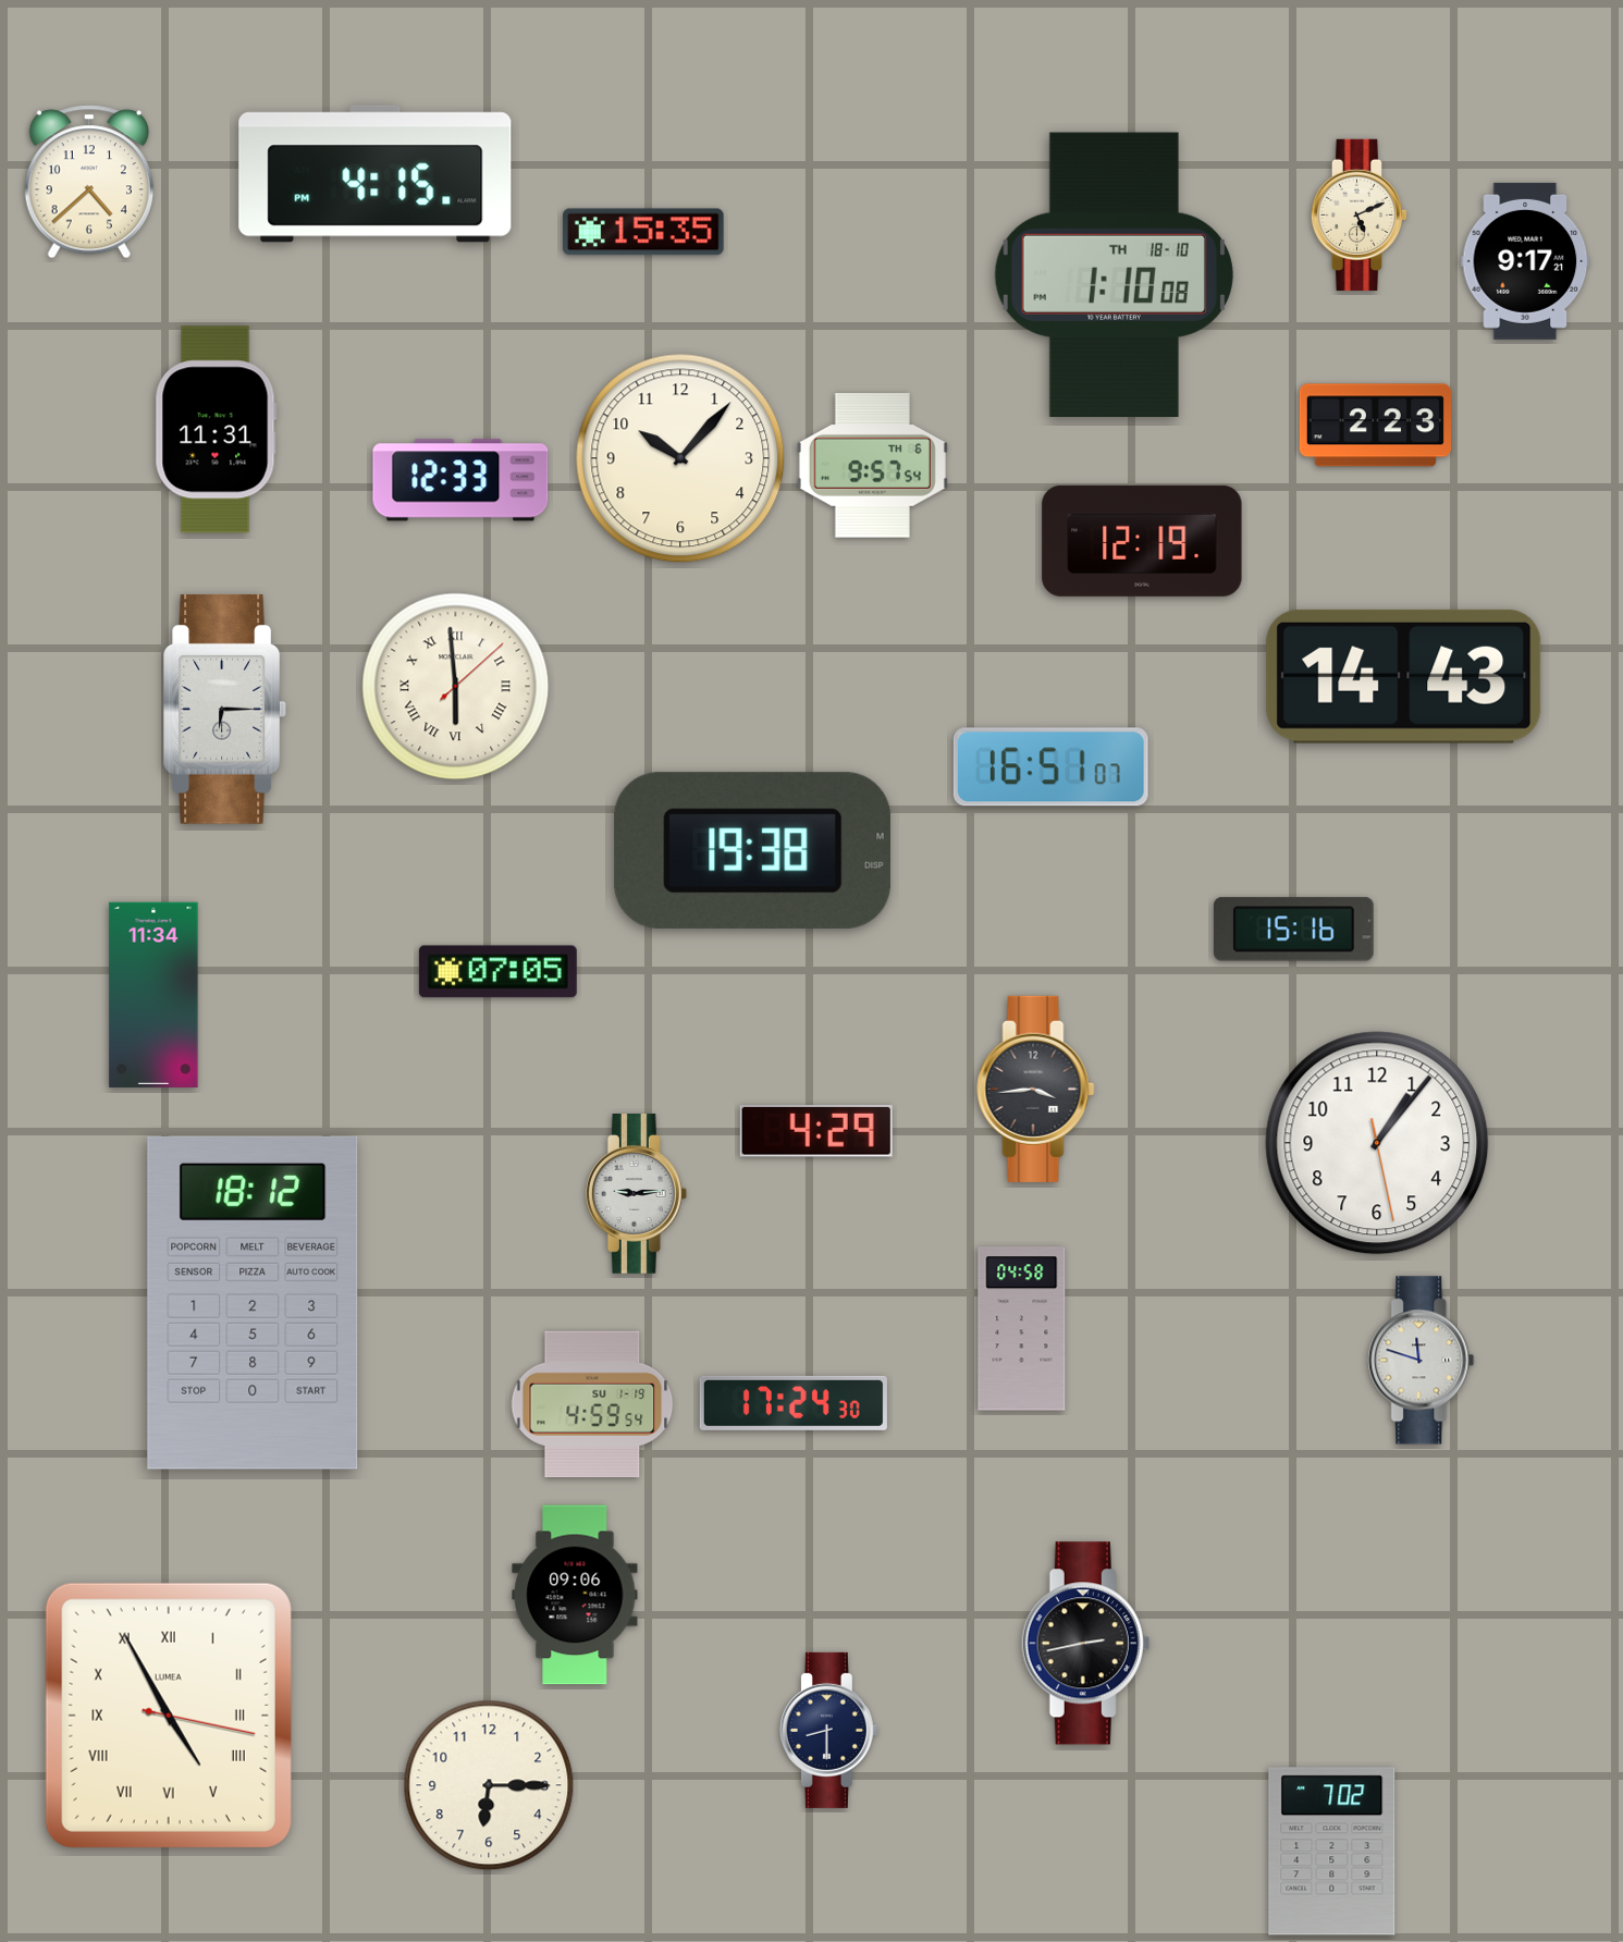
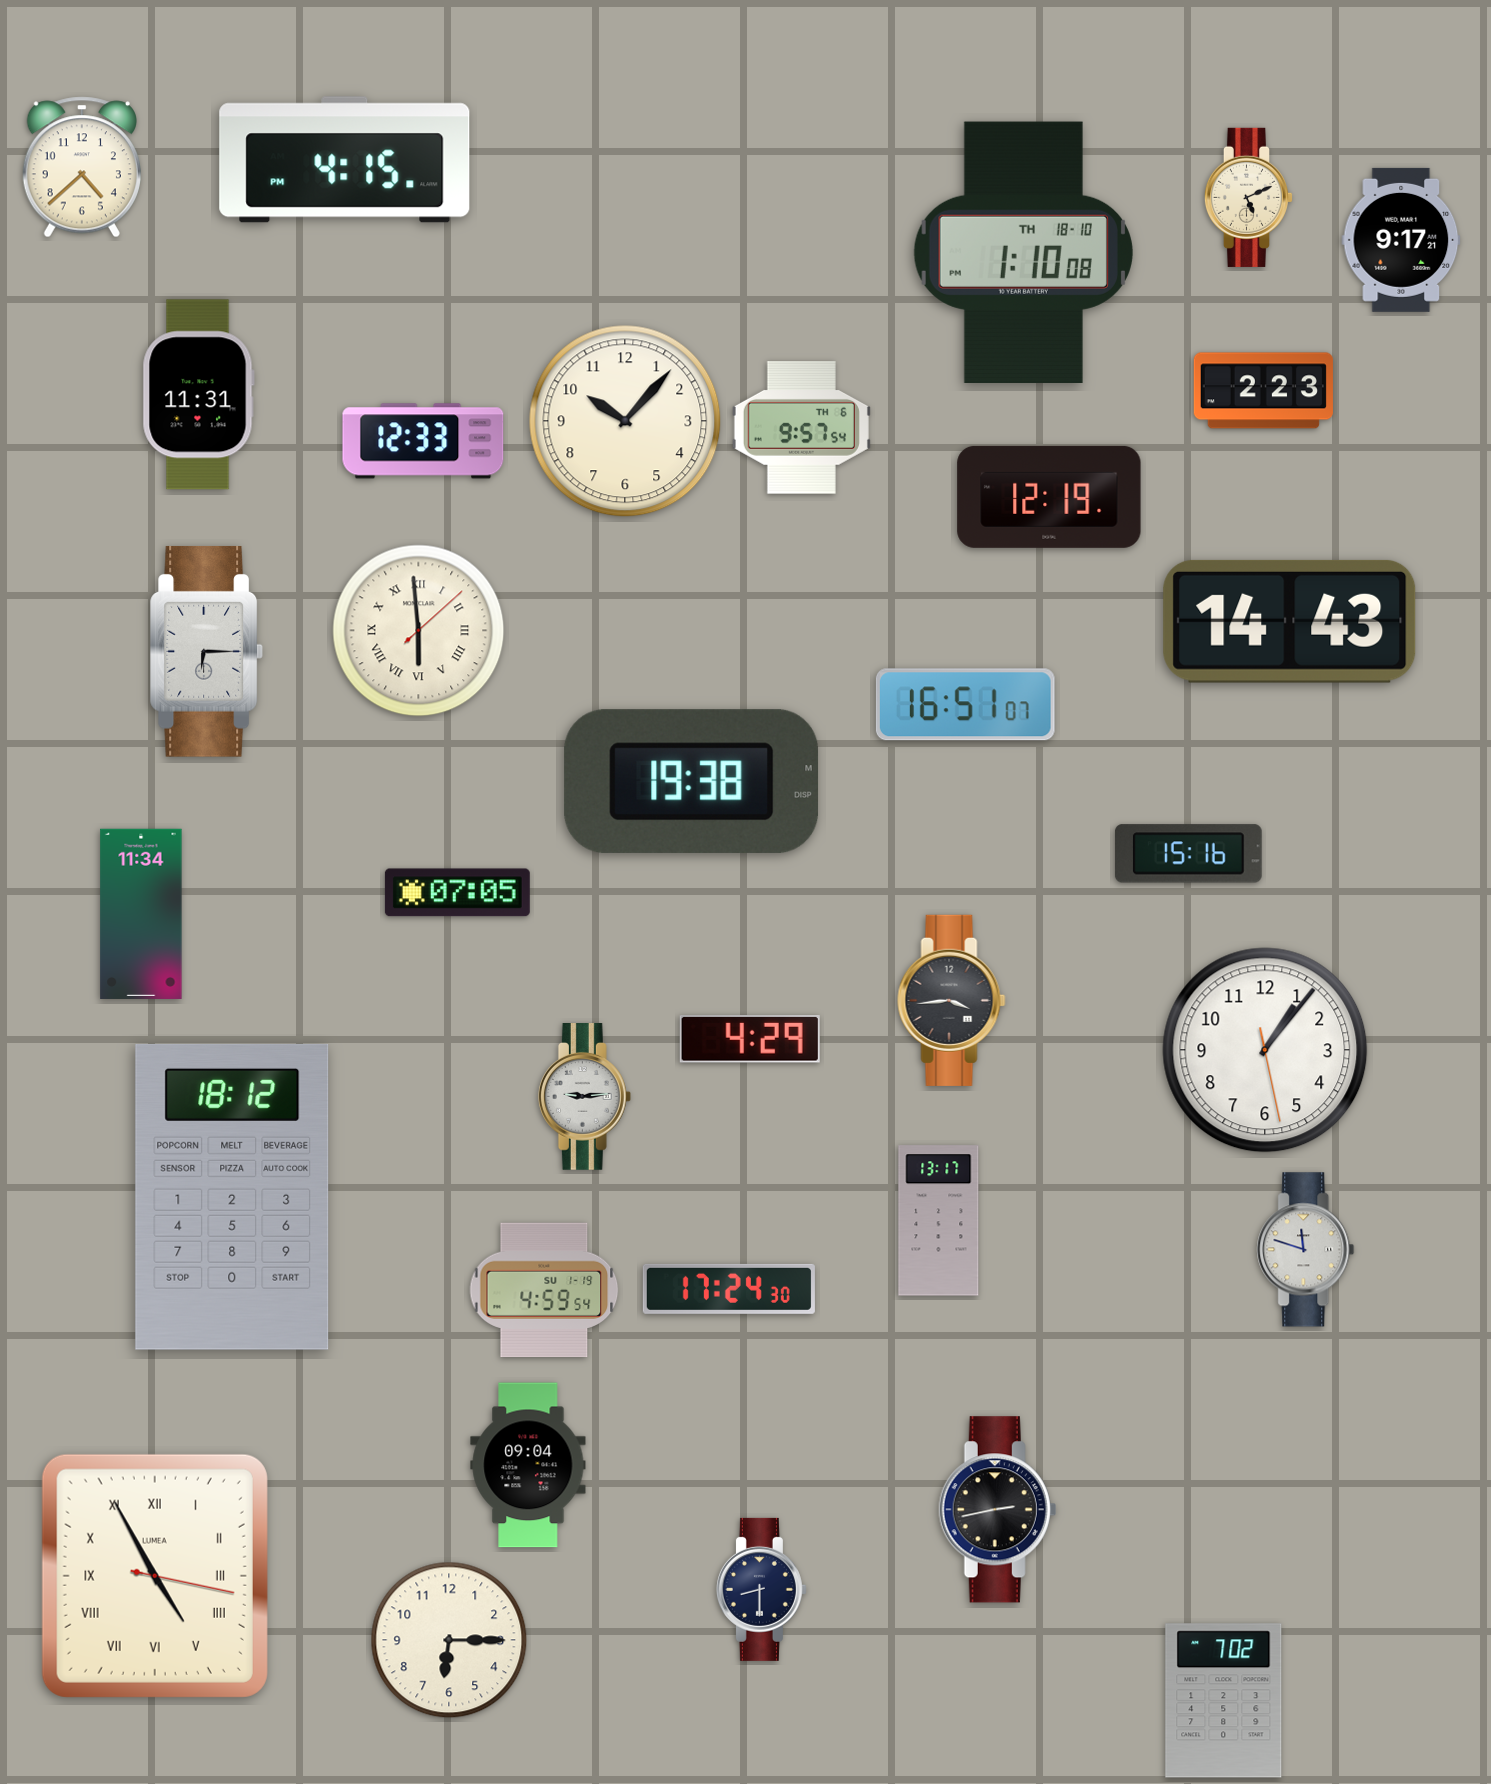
clock at (644, 232): 15:35 -> none
clock at (1022, 1329): 04:58 -> 13:17
clock at (575, 1595): 09:06 -> 09:04
